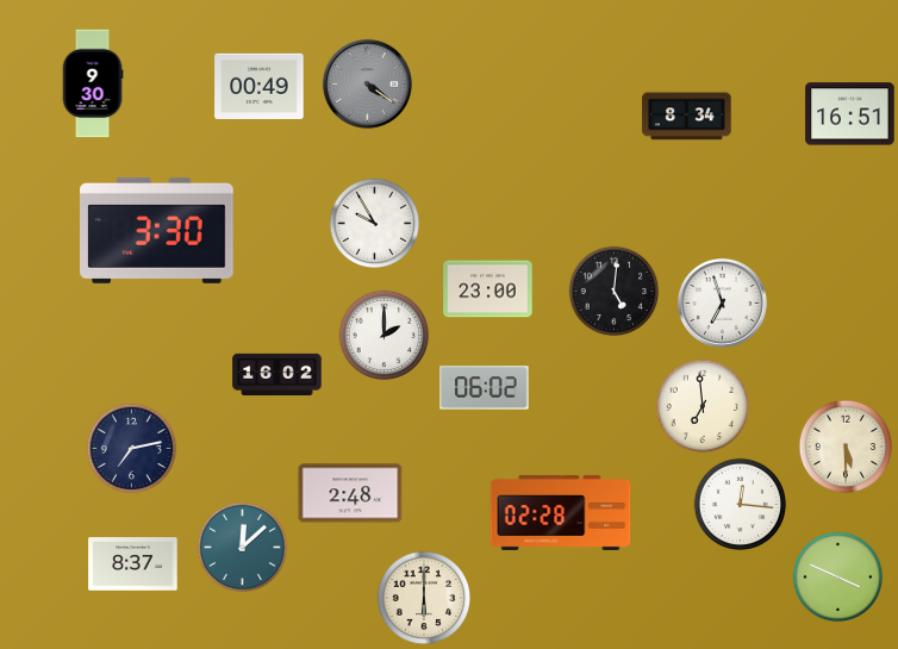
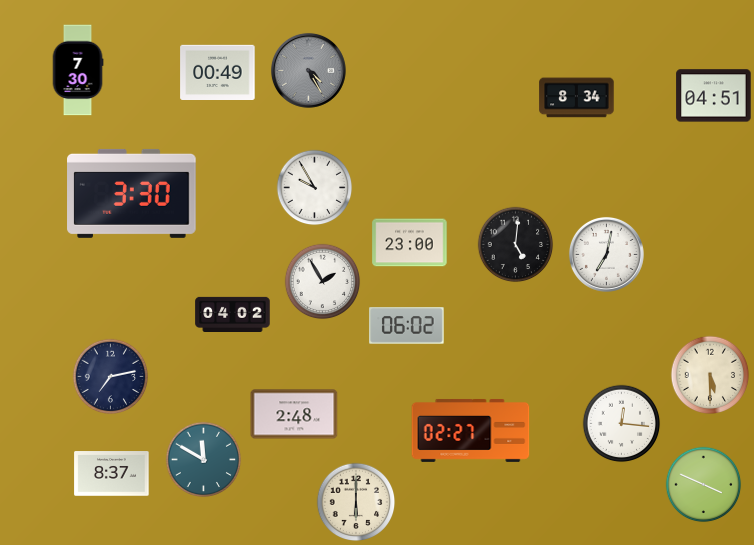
clock at (93, 83): 9:30 -> 7:30
clock at (367, 83): 4:21 -> 4:25
clock at (850, 114): 16:51 -> 04:51
clock at (722, 302): 6:57 -> 7:02
clock at (385, 336): 2:00 -> 1:55
clock at (277, 374): 16:02 -> 04:02
clock at (703, 406): 6:59 -> none
clock at (561, 512): 02:28 -> 02:27
clock at (243, 548): 12:08 -> 11:50
